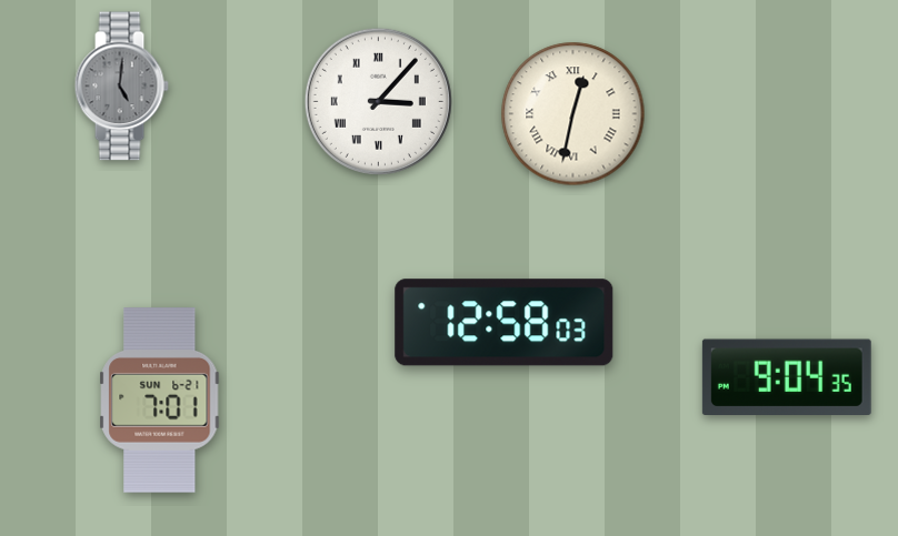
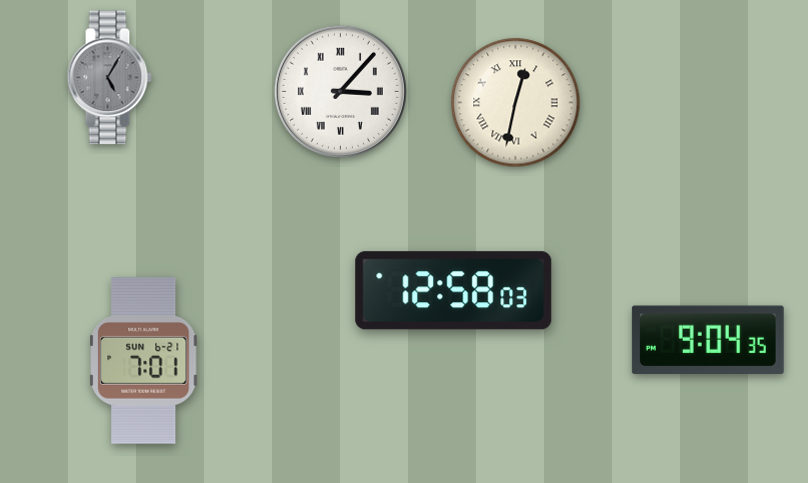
clock at (121, 87): 5:01 -> 5:05
